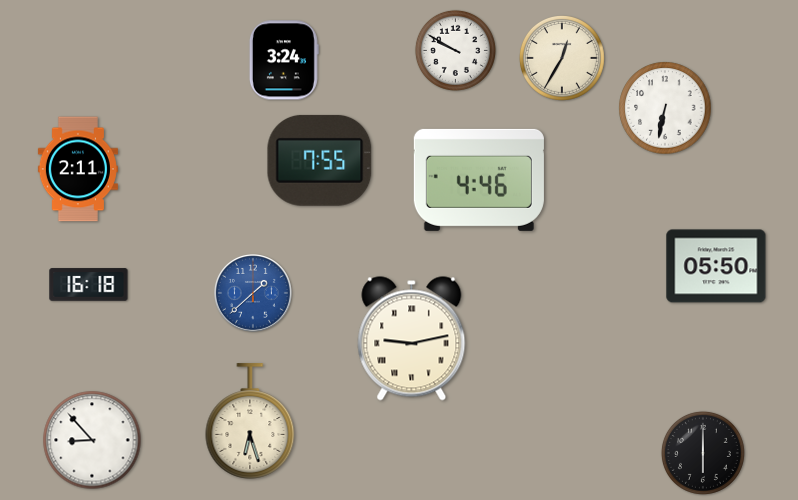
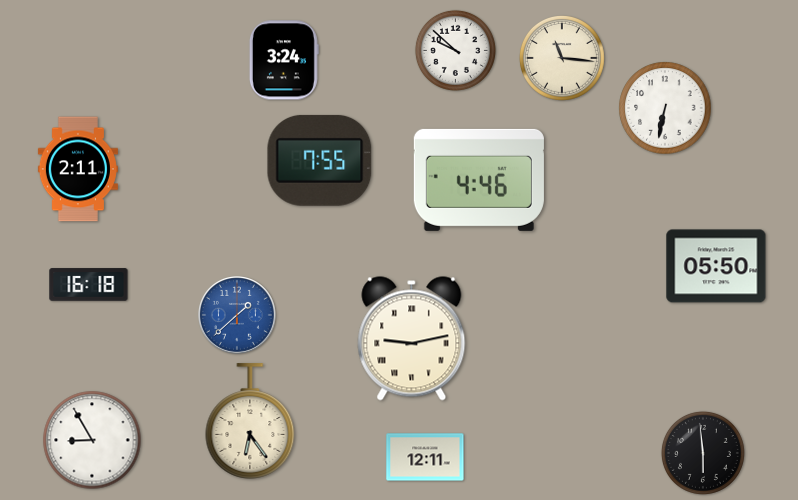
clock at (455, 50): 9:50 -> 9:52
clock at (562, 58): 12:35 -> 11:16
clock at (253, 293) position: (253, 293) -> (237, 315)
clock at (250, 421): 6:27 -> 6:24
clock at (92, 440): 8:53 -> 8:55
clock at (703, 453): 6:00 -> 5:59
clock at (425, 457): none -> 12:11
